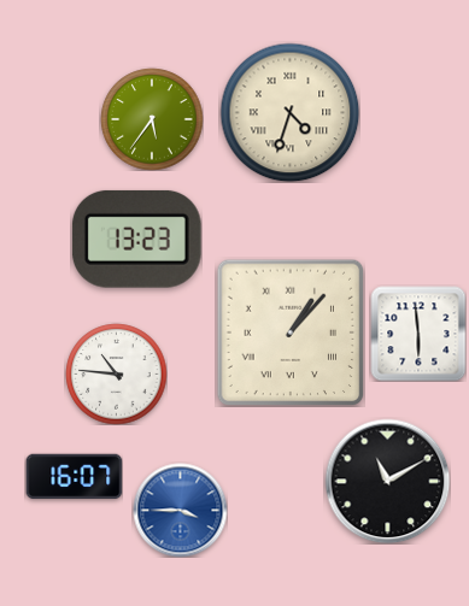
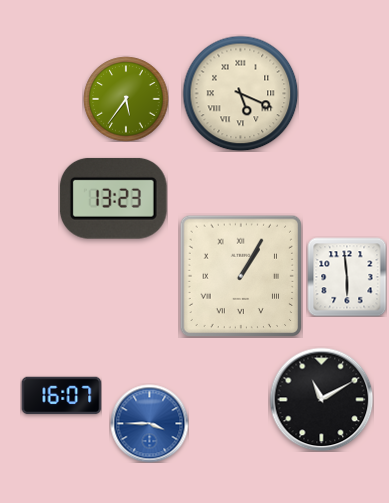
clock at (289, 112): 4:33 -> 5:19
clock at (291, 333): 1:07 -> 1:05
clock at (116, 373): 10:46 -> none
